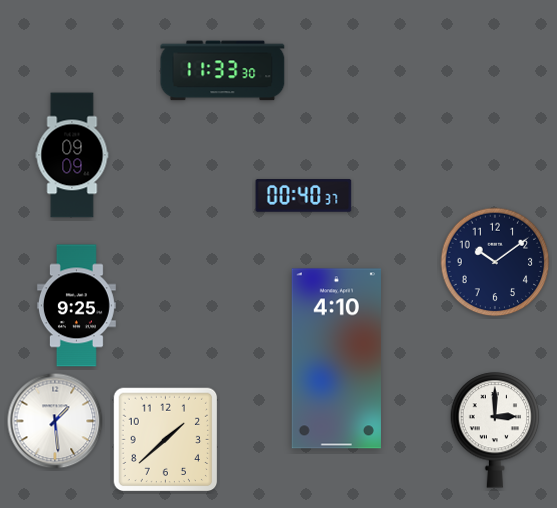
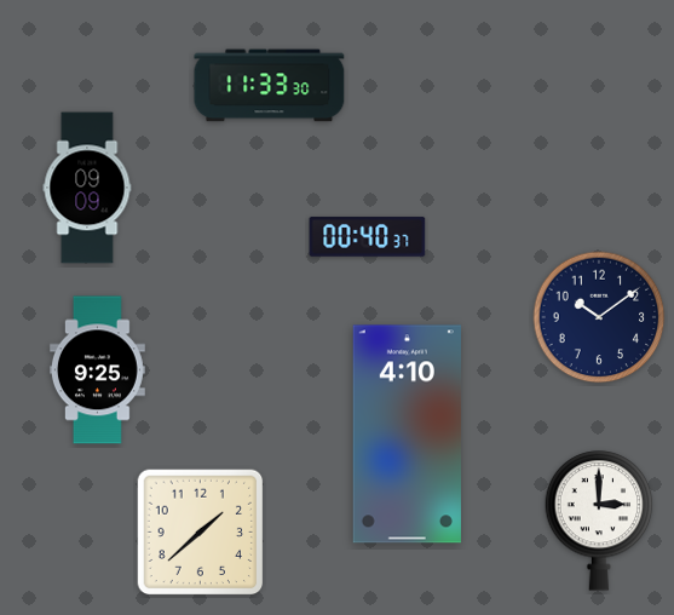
clock at (76, 306) position: (76, 306) -> (97, 370)
clock at (55, 421): 1:29 -> none
